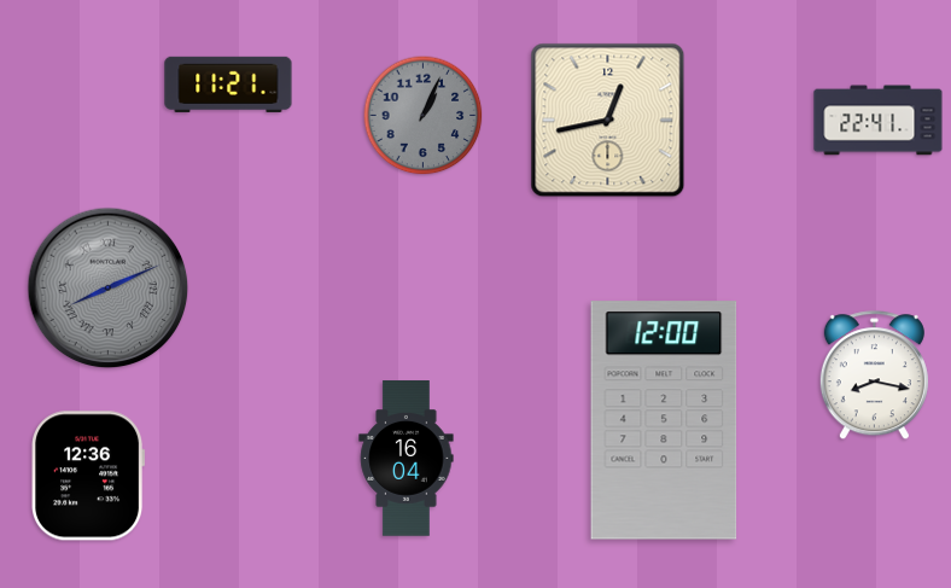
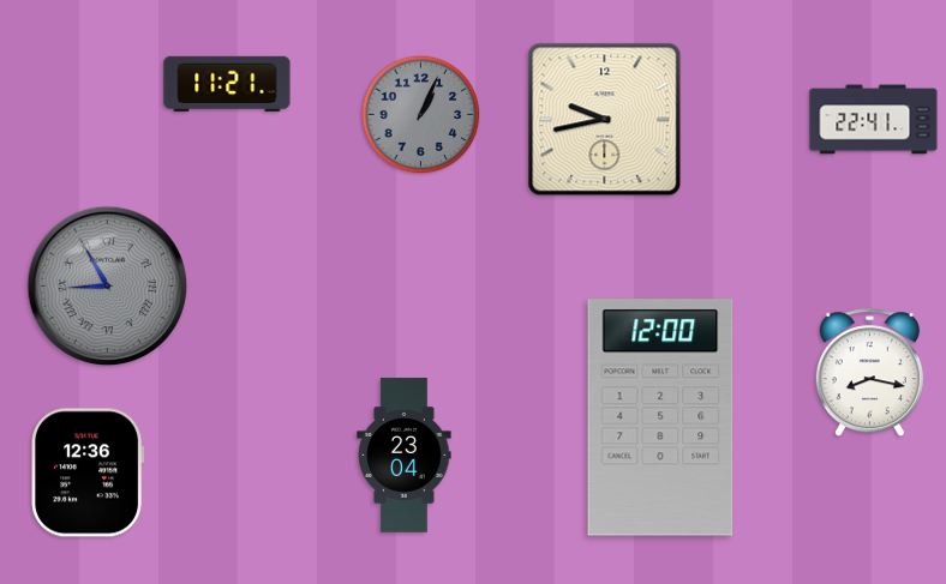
clock at (608, 121): 12:43 -> 9:43
clock at (109, 289): 8:11 -> 8:55
clock at (407, 459): 16:04 -> 23:04
